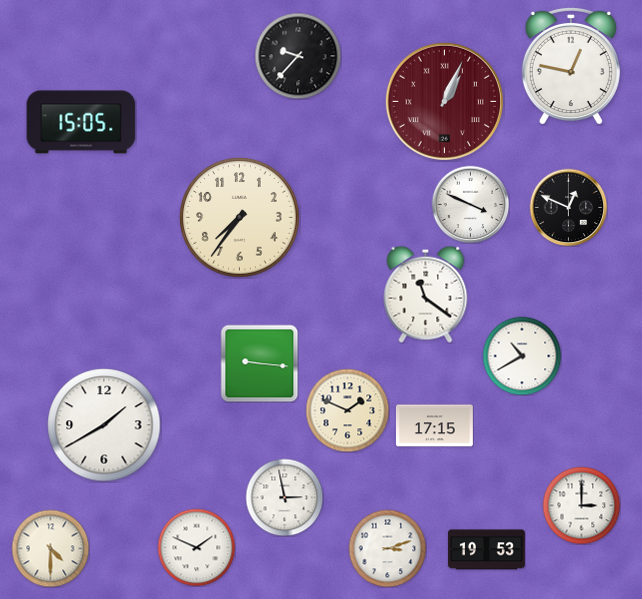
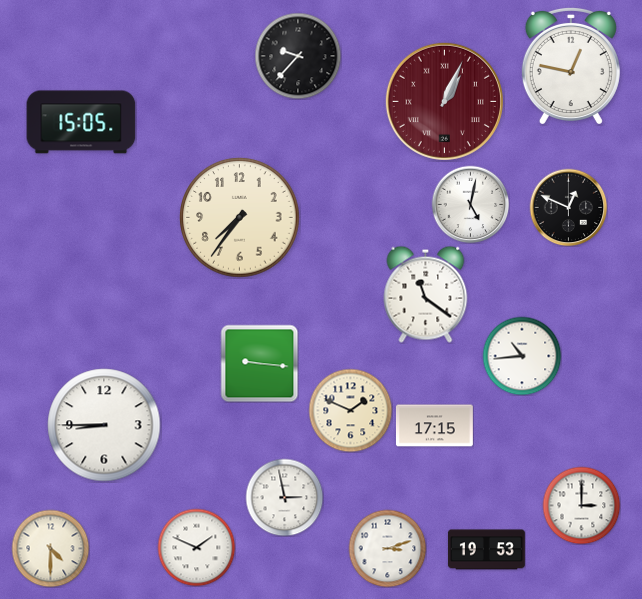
clock at (470, 204): 3:49 -> 5:02
clock at (522, 356): 10:40 -> 10:44
clock at (347, 410) position: (347, 410) -> (350, 410)
clock at (104, 425): 1:40 -> 8:45
